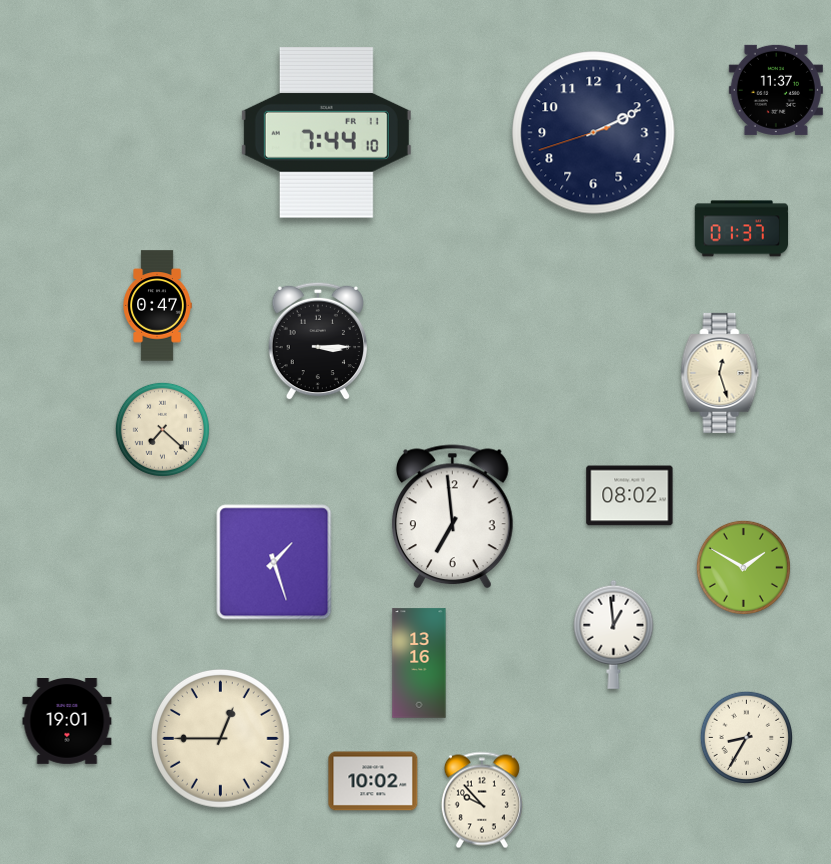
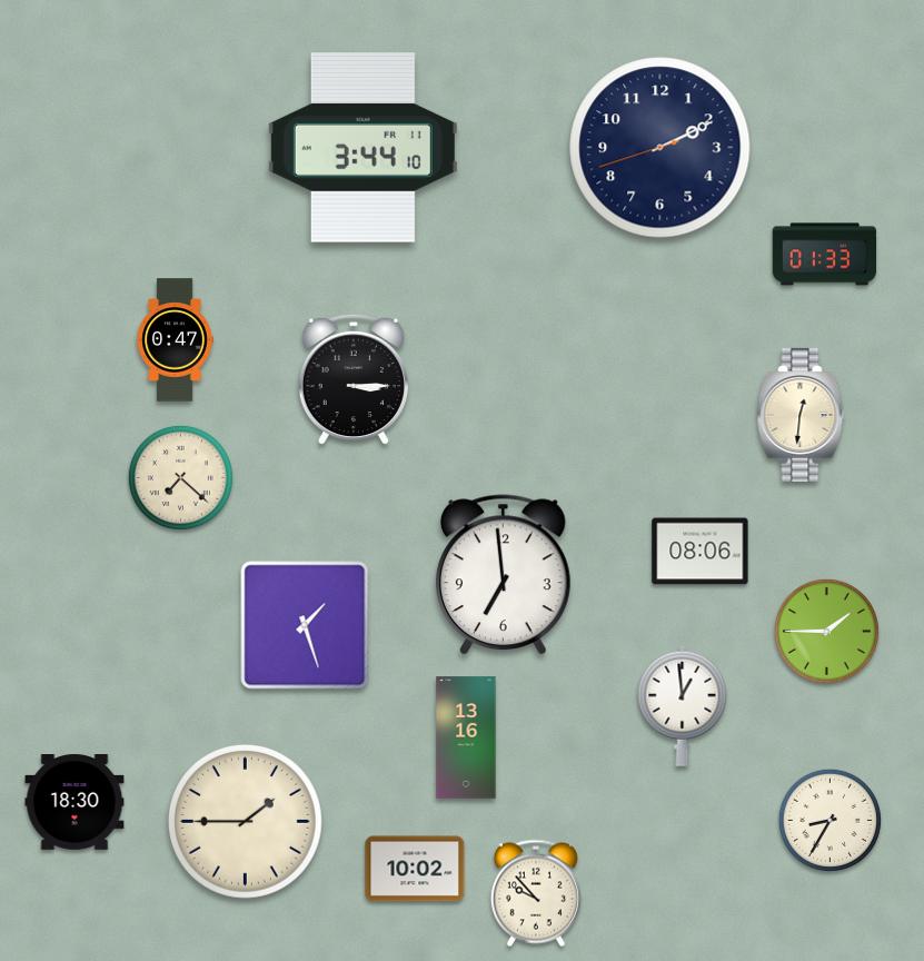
clock at (776, 90): 11:37 -> none
clock at (326, 133): 7:44 -> 3:44
clock at (742, 229): 01:37 -> 01:33
clock at (720, 373): 12:27 -> 12:31
clock at (630, 496): 08:02 -> 08:06
clock at (743, 567): 1:50 -> 1:45
clock at (67, 722): 19:01 -> 18:30
clock at (220, 738): 12:45 -> 1:45
clock at (482, 800) position: (482, 800) -> (536, 893)
